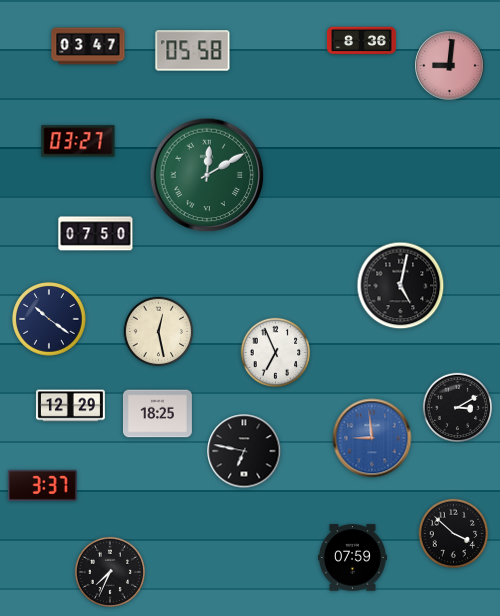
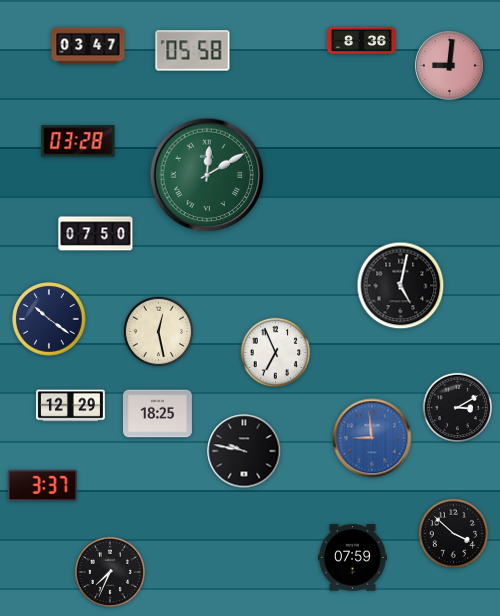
clock at (78, 141): 03:27 -> 03:28
clock at (244, 451): 6:47 -> 9:47
